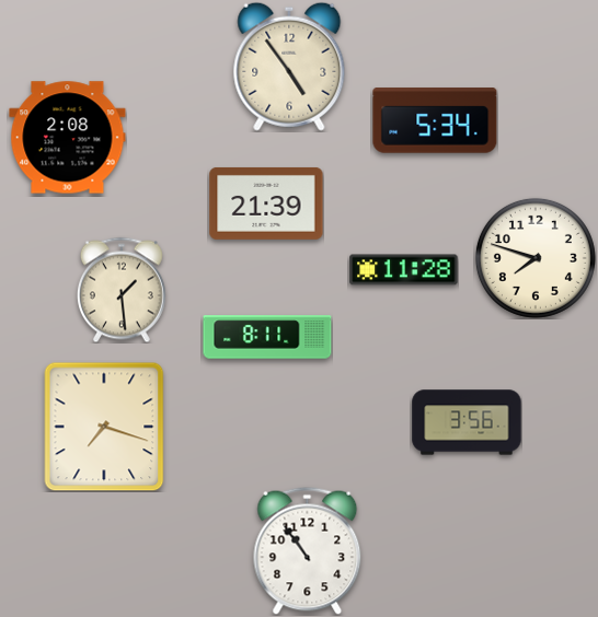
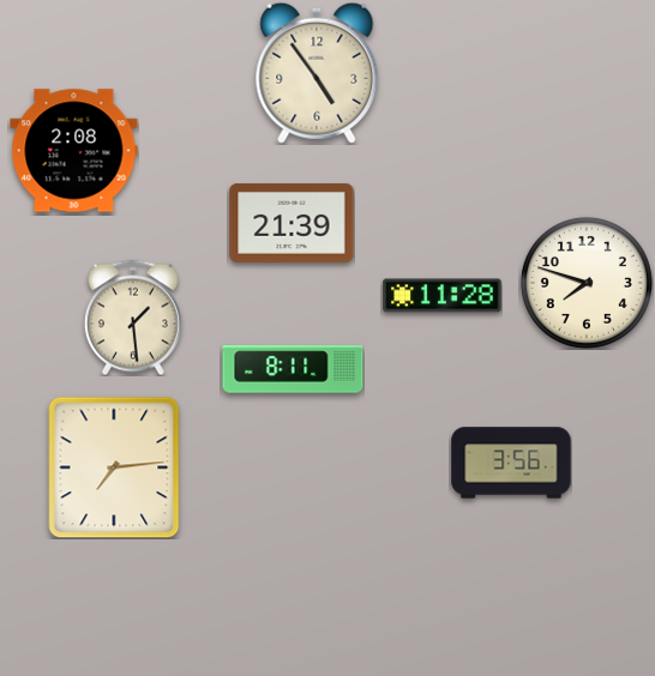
clock at (435, 120): 5:34 -> none
clock at (104, 427): 7:18 -> 7:14
clock at (308, 550): 10:54 -> none
